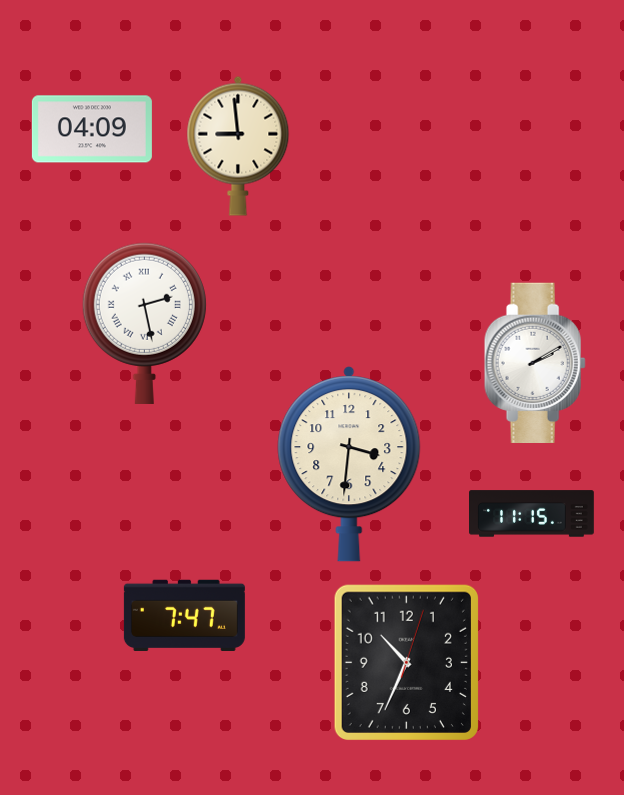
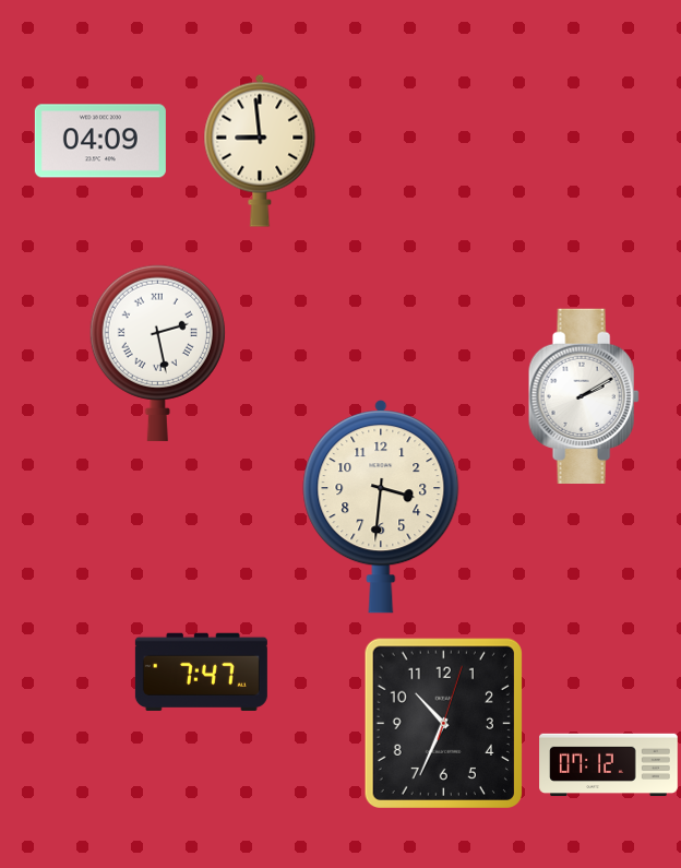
clock at (238, 146) position: (238, 146) -> (260, 151)
clock at (532, 514): 11:15 -> none
clock at (609, 765): none -> 07:12
